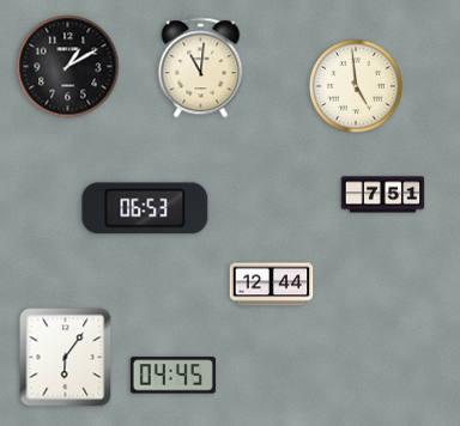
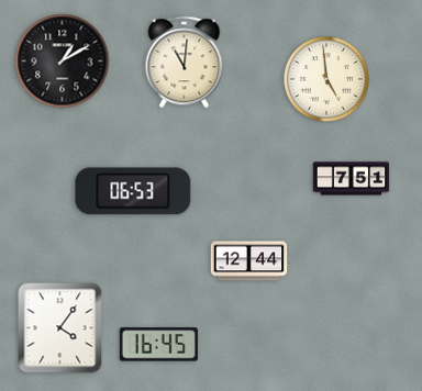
clock at (66, 358): 6:06 -> 4:06
clock at (172, 376): 04:45 -> 16:45
